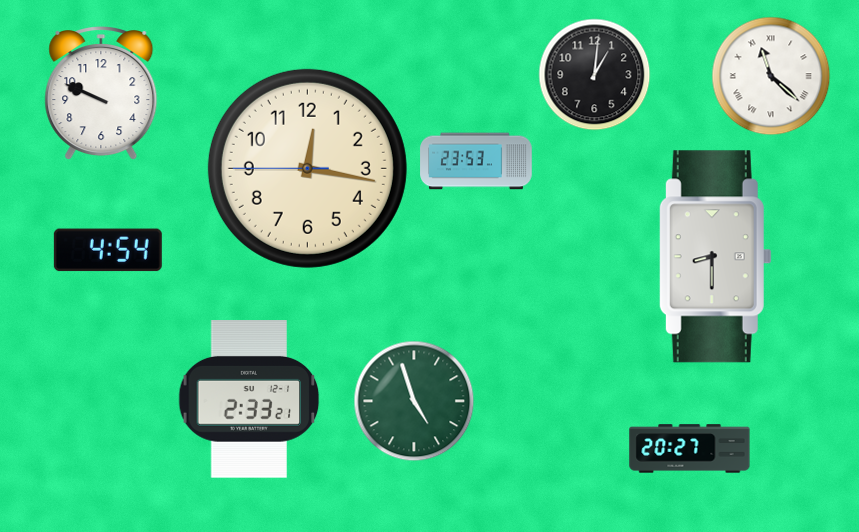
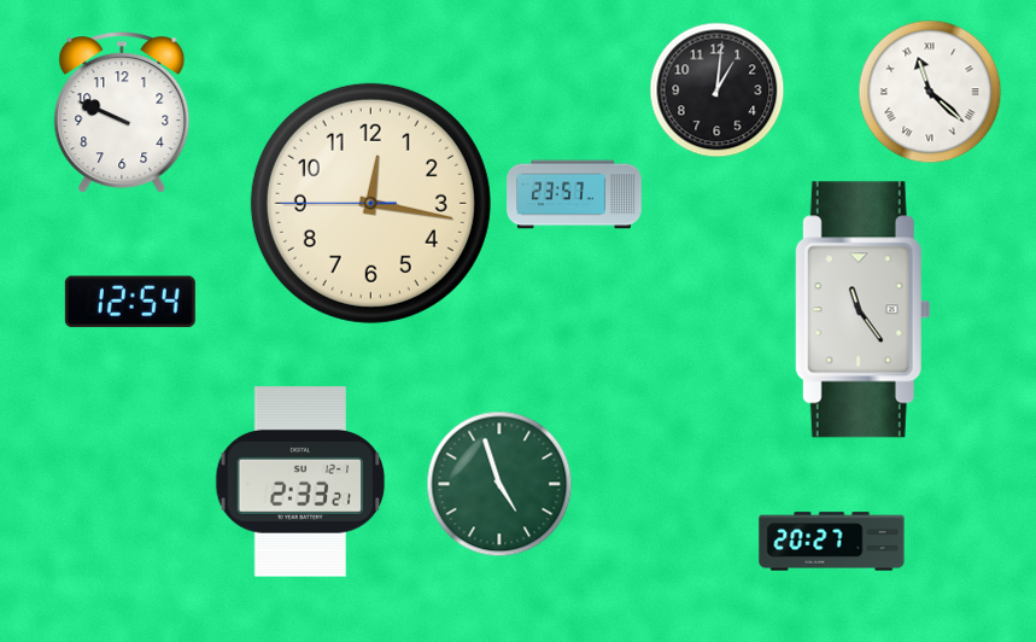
clock at (476, 161): 23:53 -> 23:57
clock at (108, 250): 4:54 -> 12:54
clock at (715, 257): 8:30 -> 11:24
